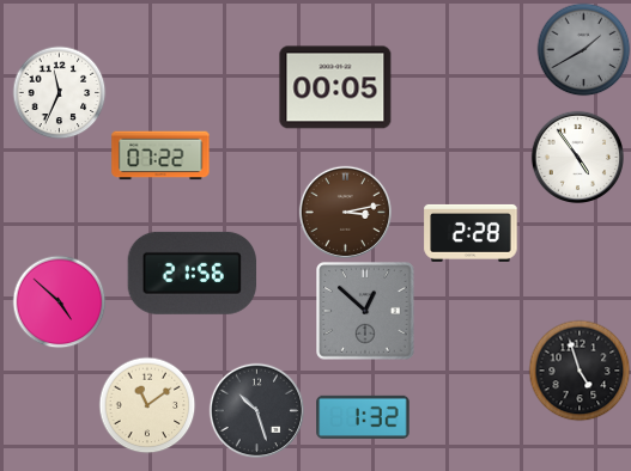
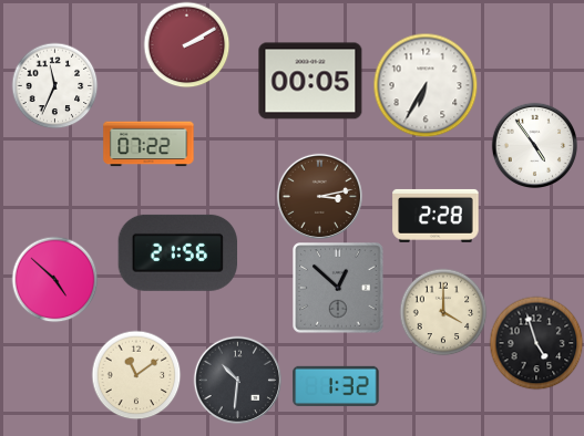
clock at (186, 44): none -> 2:10
clock at (583, 49): 1:40 -> none
clock at (426, 85): none -> 6:35
clock at (443, 312): none -> 4:00
clock at (256, 410): 10:27 -> 10:31
